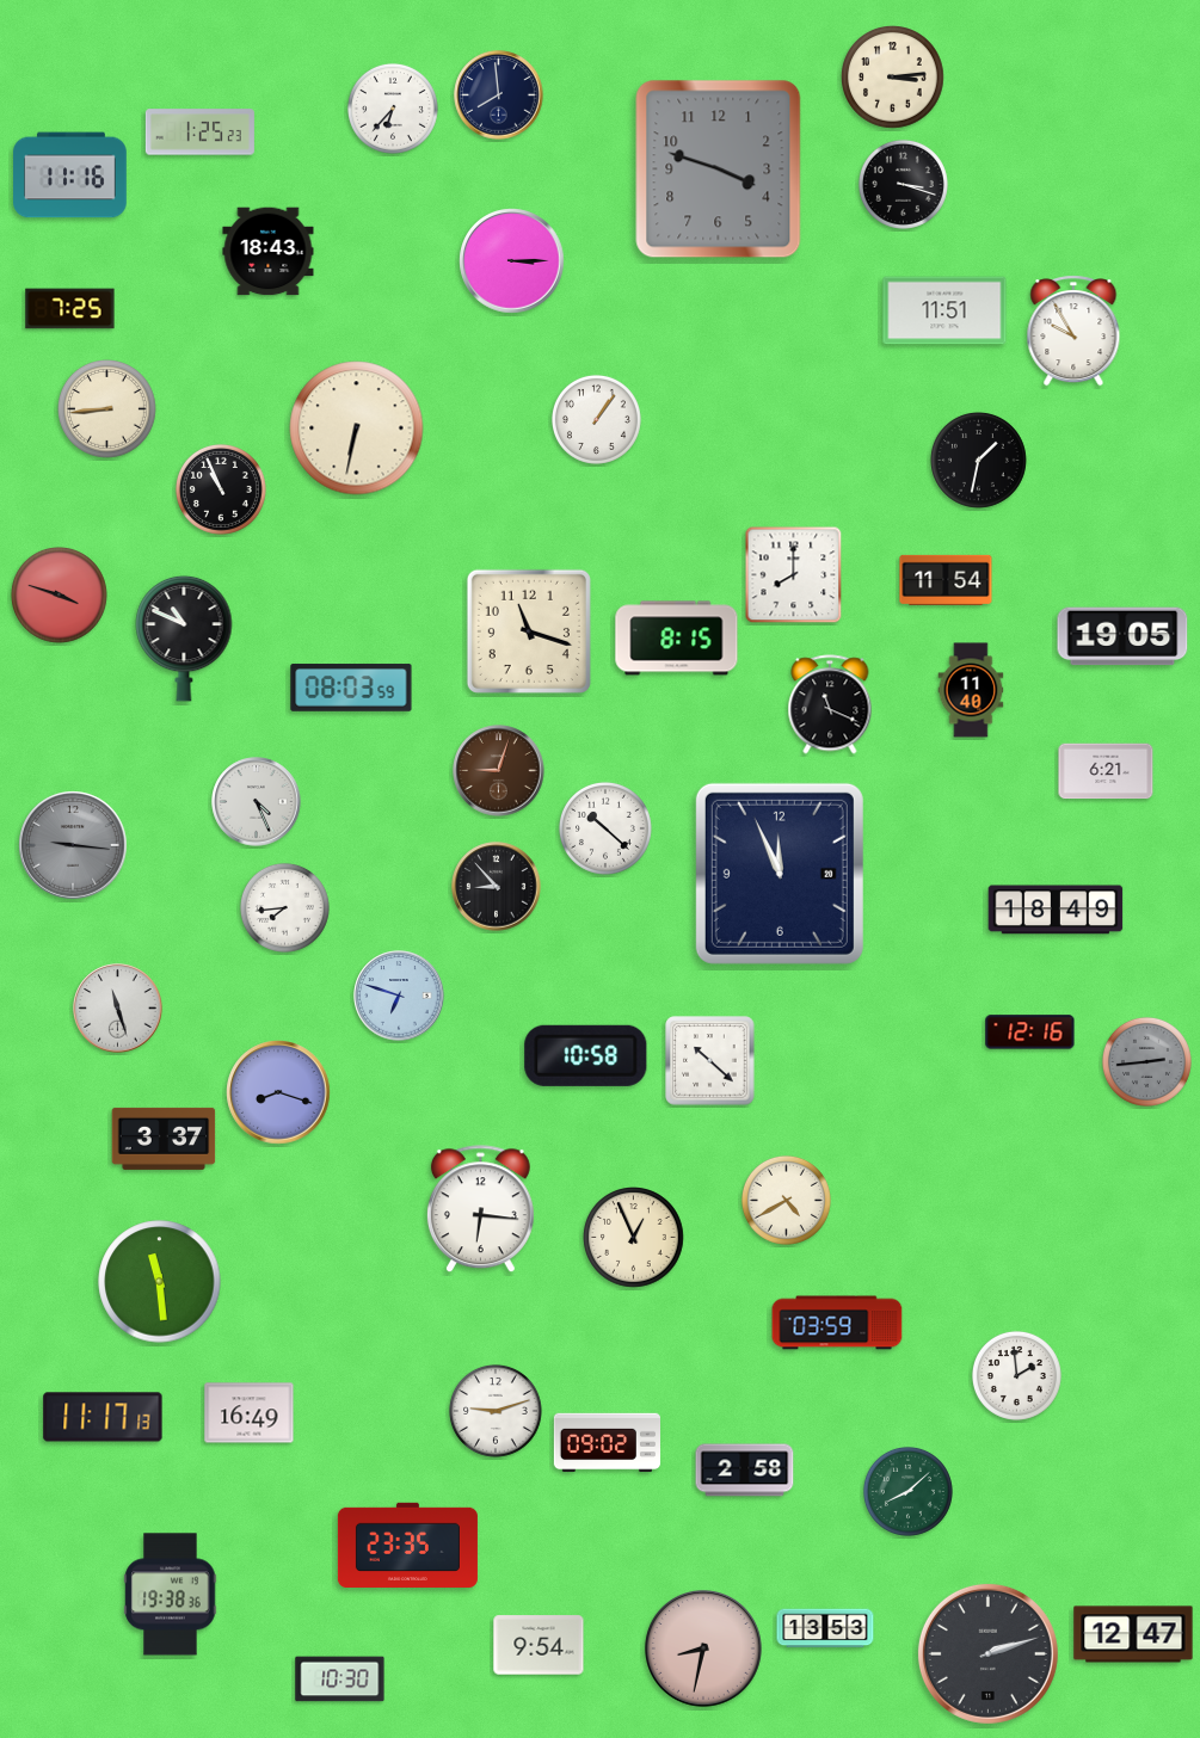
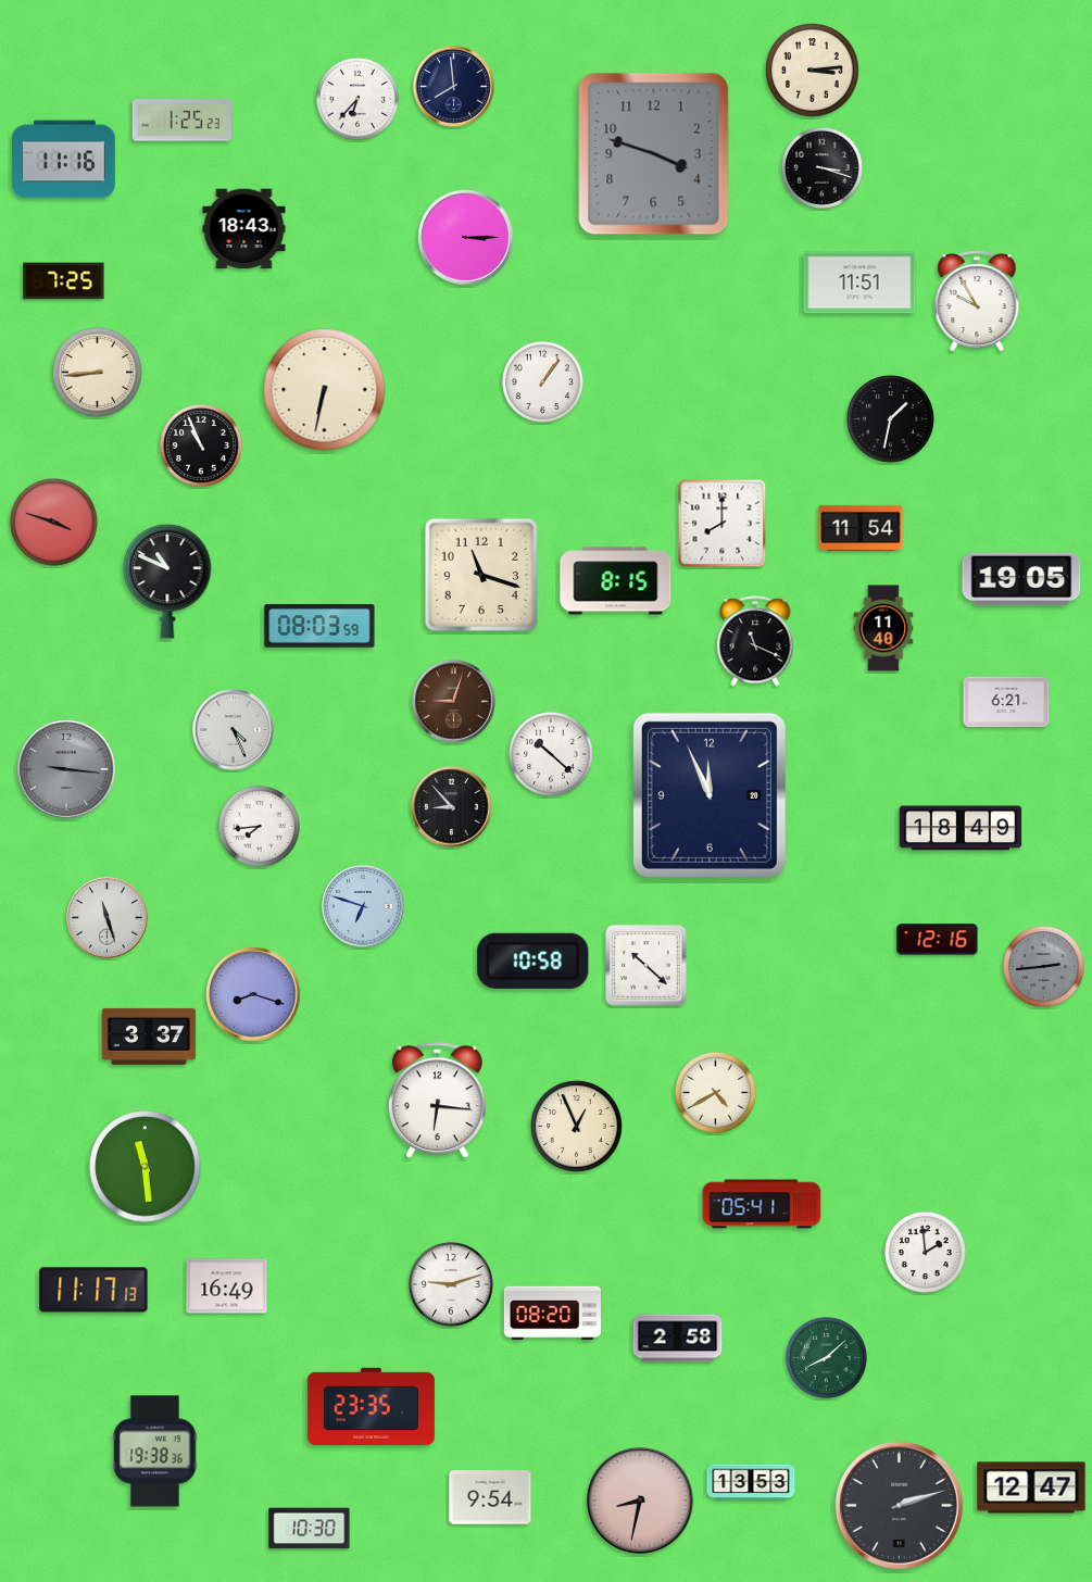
clock at (60, 596) position: (60, 596) -> (54, 523)
clock at (837, 1323): 03:59 -> 05:41
clock at (607, 1443): 09:02 -> 08:20
